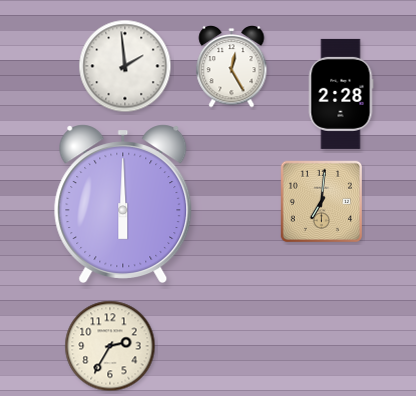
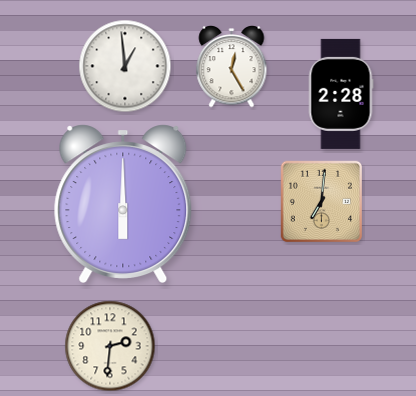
clock at (125, 66): 1:59 -> 12:59
clock at (110, 346): 2:35 -> 2:31
